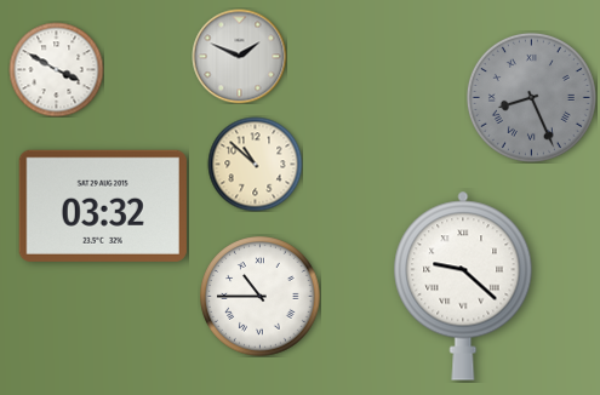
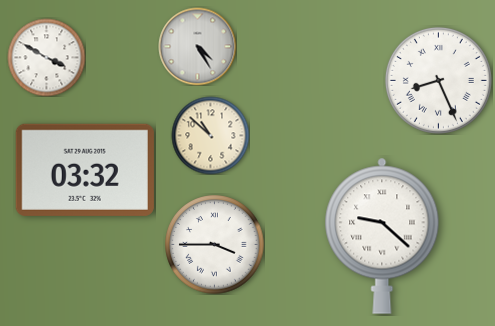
clock at (239, 56): 1:49 -> 4:25
clock at (531, 97) dial: grey -> white
clock at (261, 297): 10:45 -> 3:45
